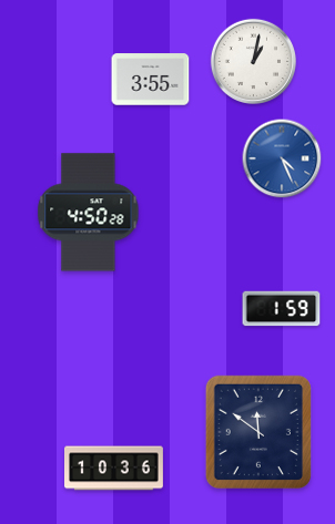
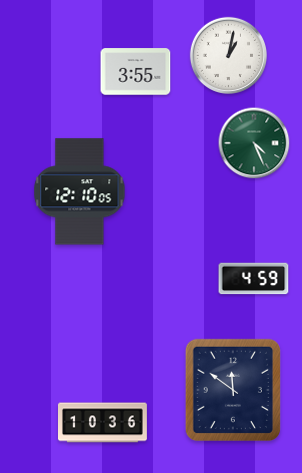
clock at (282, 158) dial: blue -> green
clock at (89, 213): 4:50 -> 12:10
clock at (282, 309): 1:59 -> 4:59
